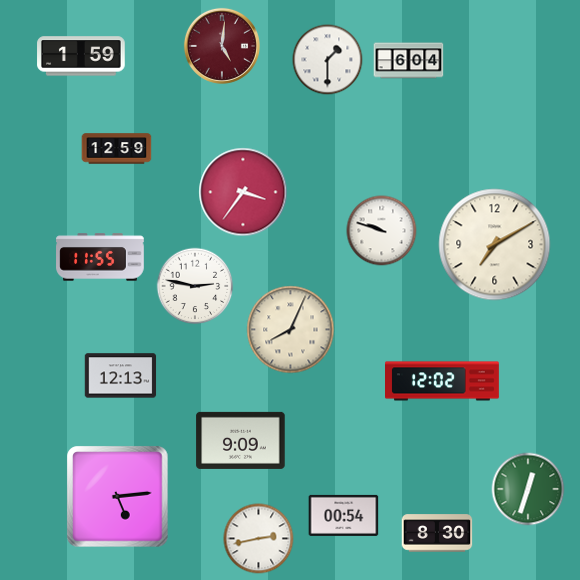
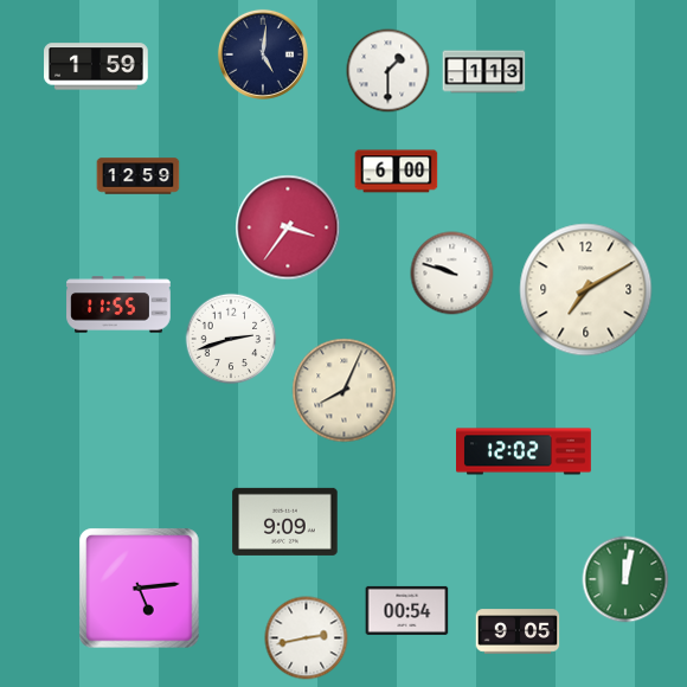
clock at (222, 46) dial: burgundy -> navy
clock at (409, 61): 6:04 -> 1:13
clock at (397, 172): none -> 6:00
clock at (195, 286): 2:47 -> 2:42
clock at (121, 376): 12:13 -> none
clock at (528, 489): 12:33 -> 12:02
clock at (437, 533): 8:30 -> 9:05
